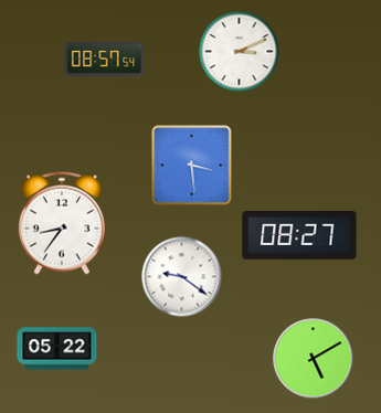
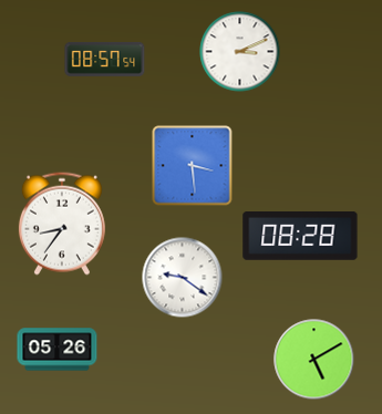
clock at (299, 236): 08:27 -> 08:28
clock at (57, 349): 05:22 -> 05:26
